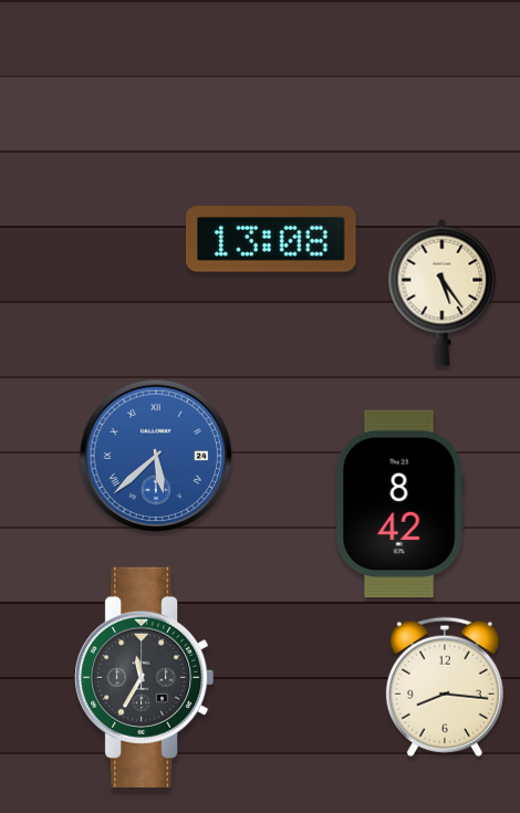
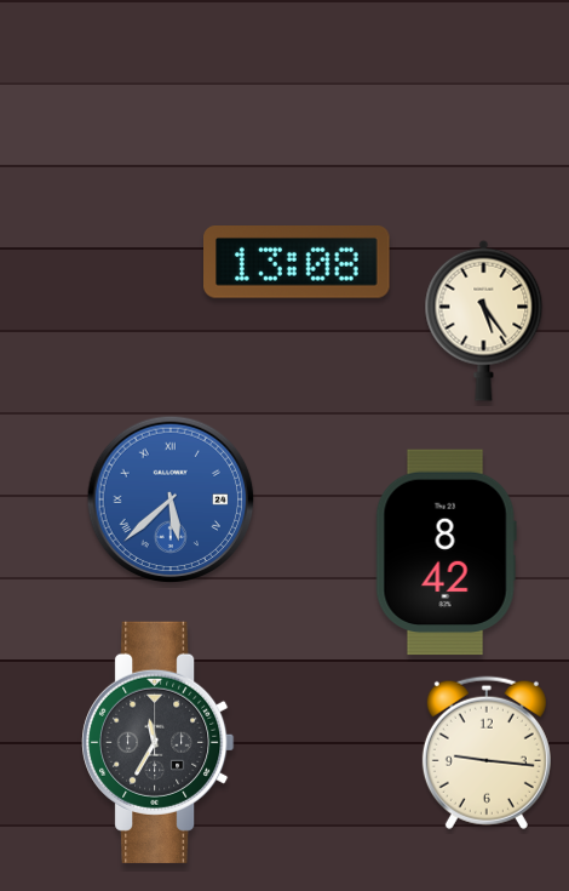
clock at (399, 504) position: (399, 504) -> (446, 553)
clock at (445, 687): 8:16 -> 9:16
